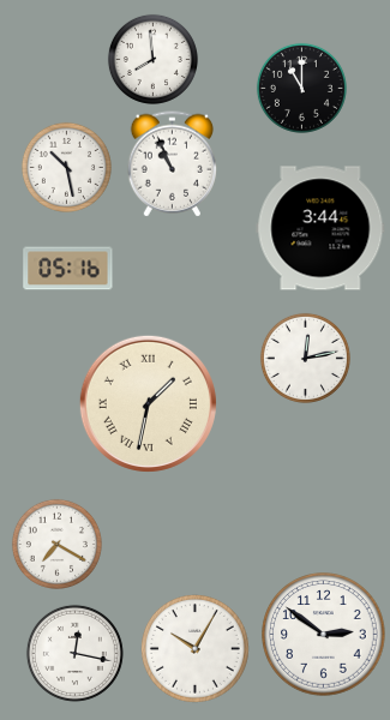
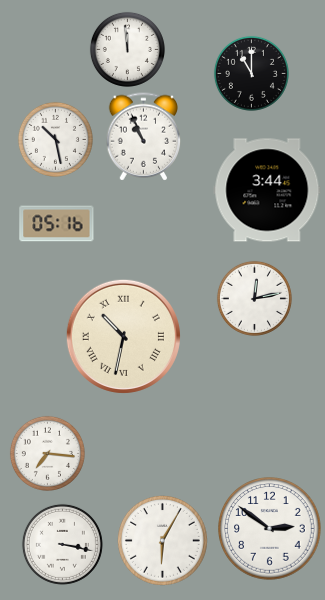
clock at (152, 59): 7:59 -> 11:59
clock at (148, 403): 1:32 -> 10:32
clock at (56, 544): 7:20 -> 7:16
clock at (194, 648): 10:05 -> 6:05
clock at (74, 653): 12:17 -> 3:17
